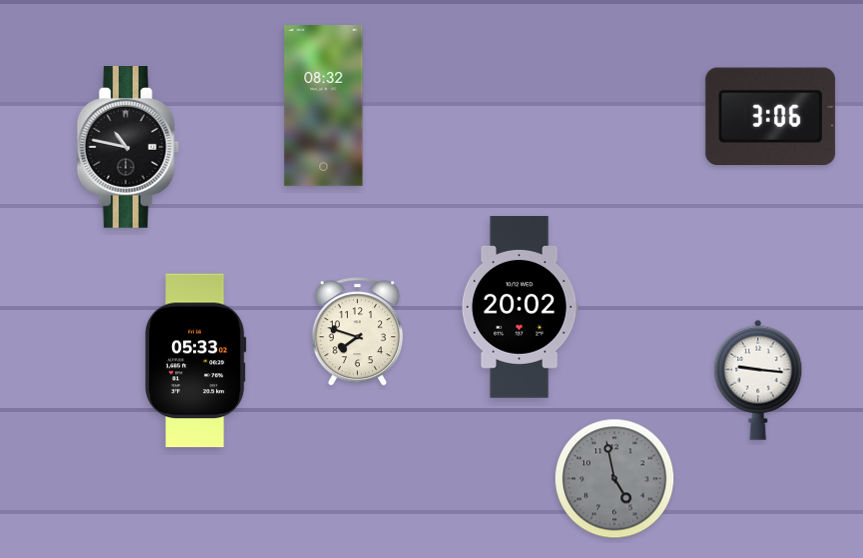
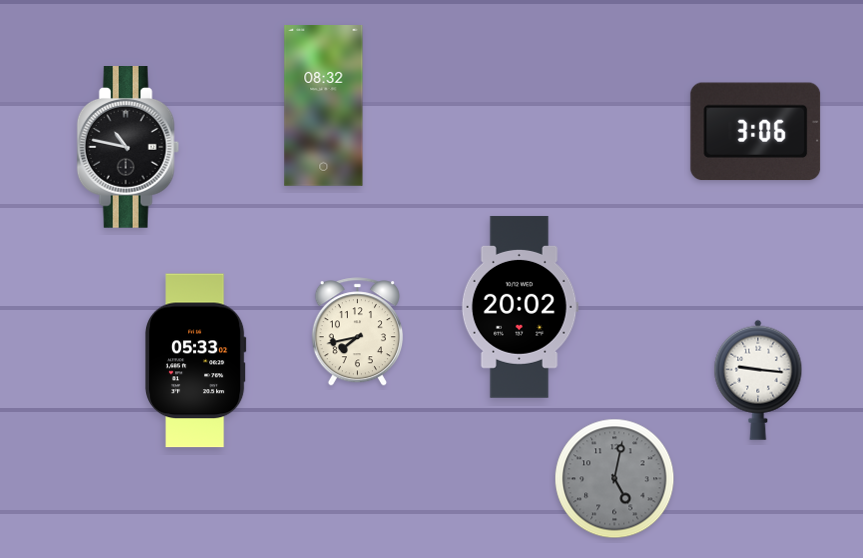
clock at (771, 117) position: (771, 117) -> (756, 132)
clock at (357, 332): 7:48 -> 7:43
clock at (615, 479): 4:58 -> 5:02
